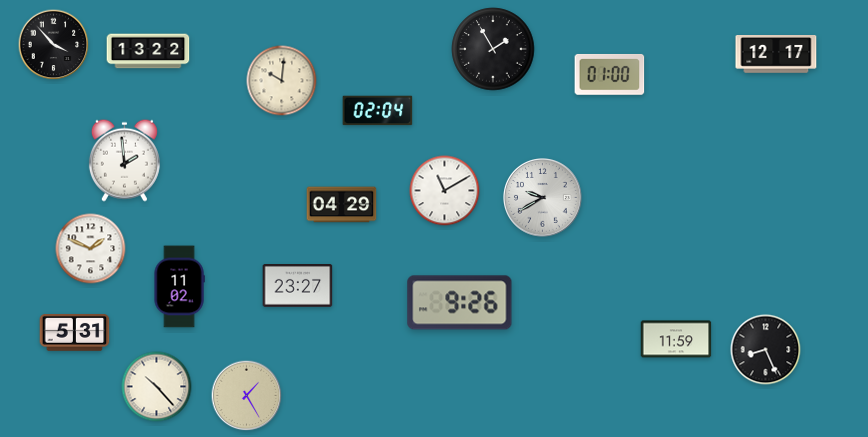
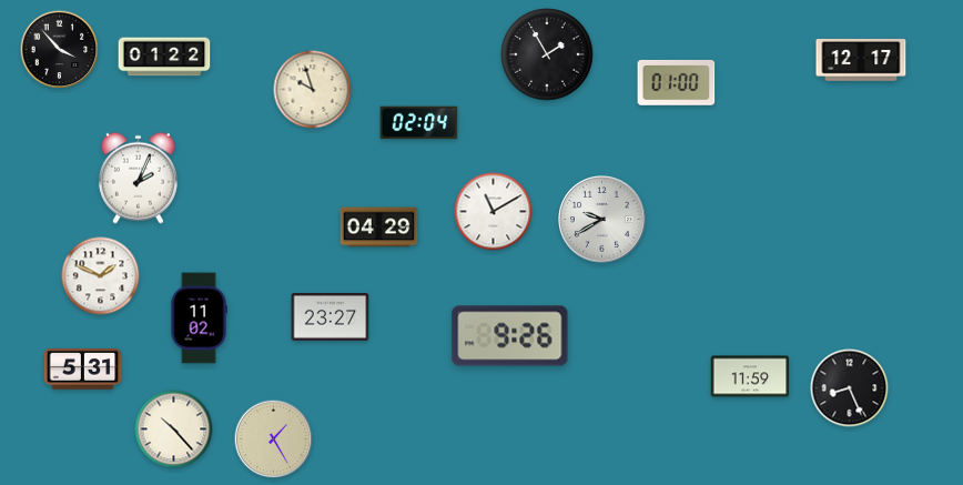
clock at (148, 51): 13:22 -> 01:22
clock at (282, 81): 10:01 -> 9:57
clock at (124, 160): 1:59 -> 2:04
